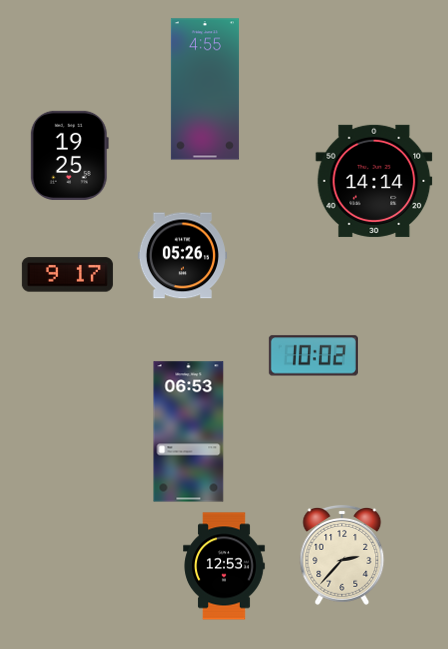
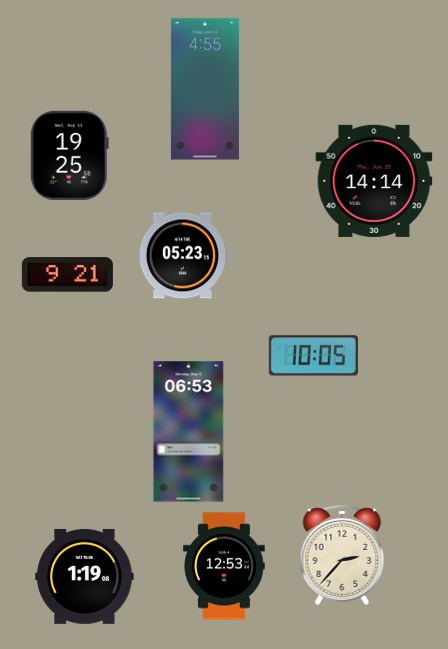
clock at (182, 256): 05:26 -> 05:23
clock at (67, 275): 9:17 -> 9:21
clock at (313, 356): 10:02 -> 10:05
clock at (85, 576): none -> 1:19
